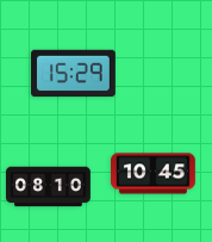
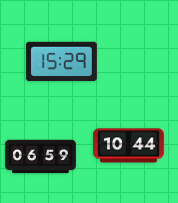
clock at (154, 174): 10:45 -> 10:44
clock at (49, 187): 08:10 -> 06:59
